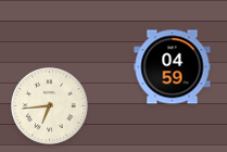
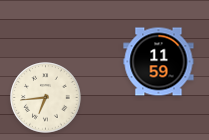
clock at (173, 67): 04:59 -> 11:59
